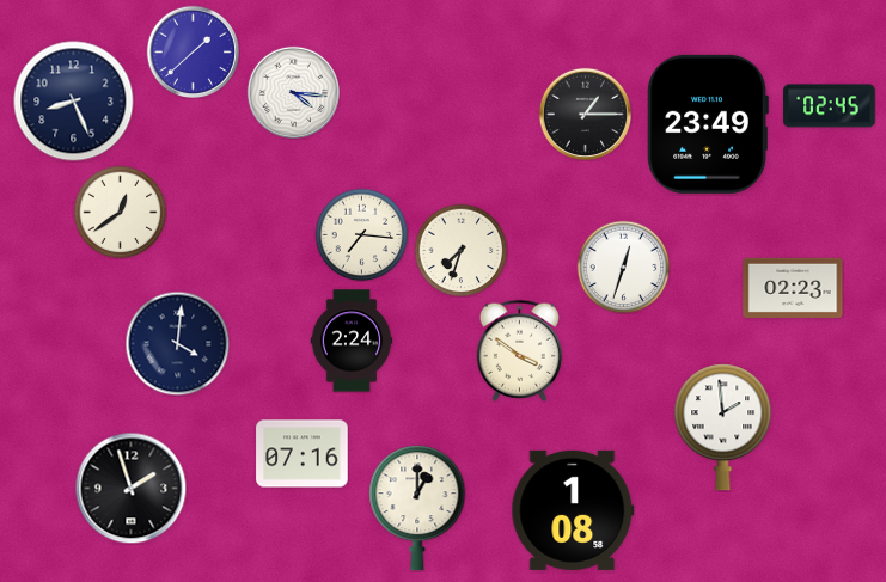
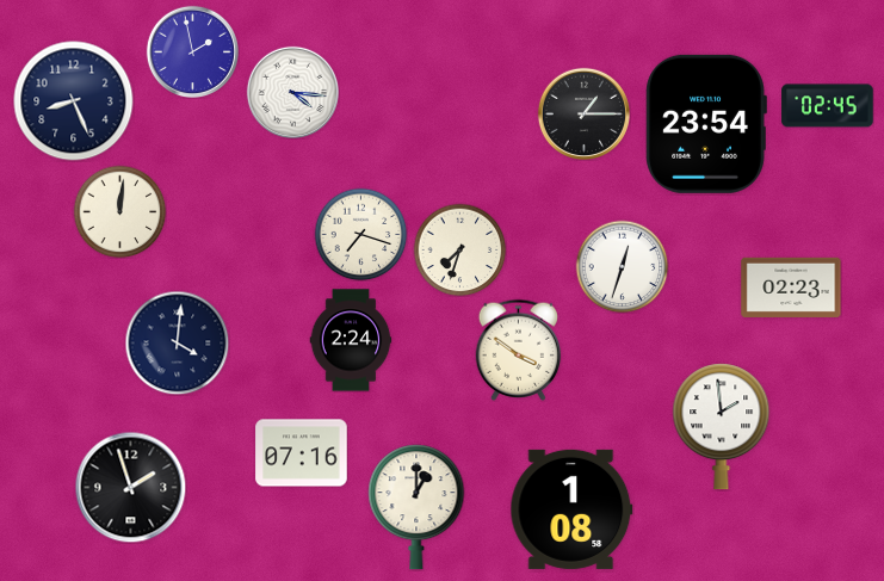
clock at (193, 51): 1:38 -> 1:58
clock at (708, 124): 23:49 -> 23:54
clock at (120, 212): 12:39 -> 12:01
clock at (361, 234): 7:16 -> 7:18
